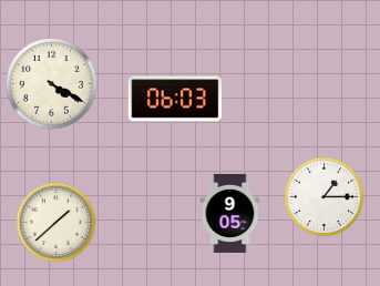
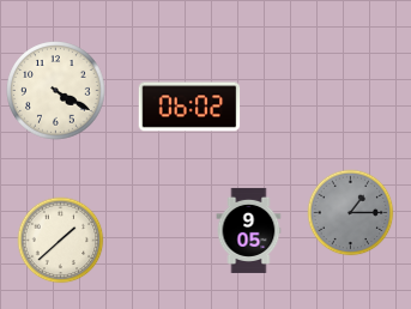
clock at (175, 99): 06:03 -> 06:02
clock at (325, 197) dial: white -> grey
